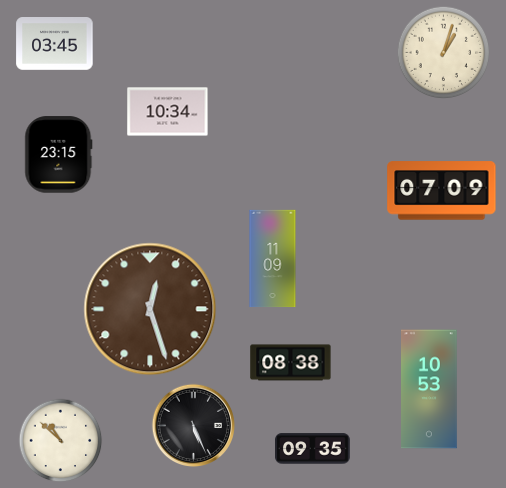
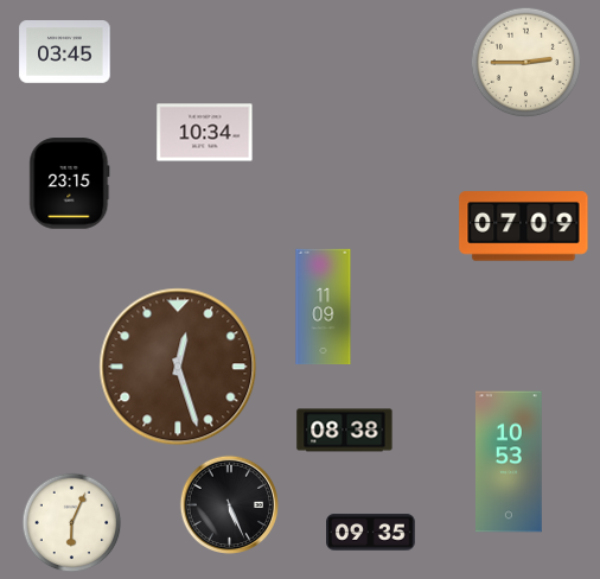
clock at (444, 53): 1:03 -> 2:45
clock at (168, 112) position: (168, 112) -> (205, 133)
clock at (61, 441): 10:52 -> 6:04
